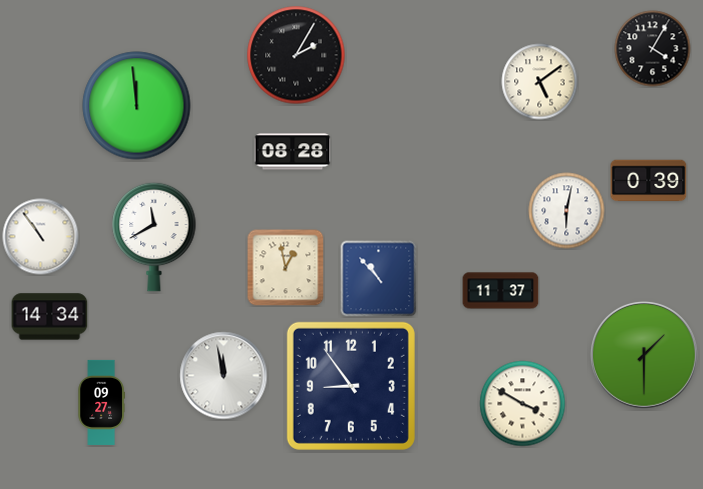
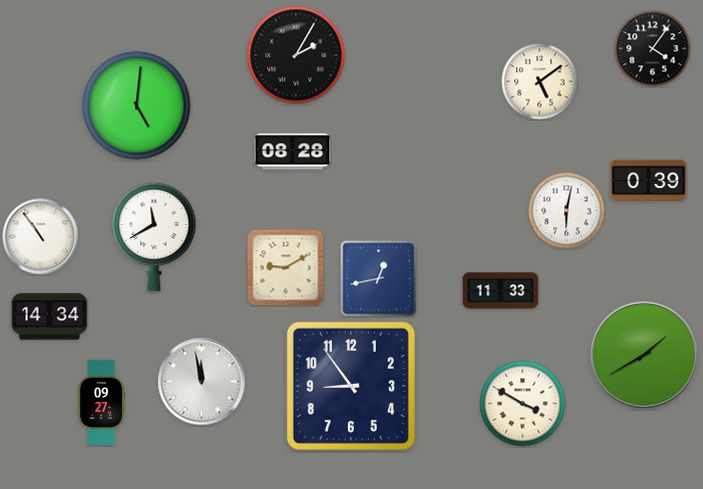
clock at (653, 49): 4:05 -> 4:06
clock at (137, 106): 11:59 -> 5:01
clock at (286, 268): 12:58 -> 9:10
clock at (379, 279): 10:53 -> 12:43
clock at (501, 291): 11:37 -> 11:33
clock at (644, 355): 1:30 -> 1:40
clock at (224, 376) position: (224, 376) -> (202, 382)
